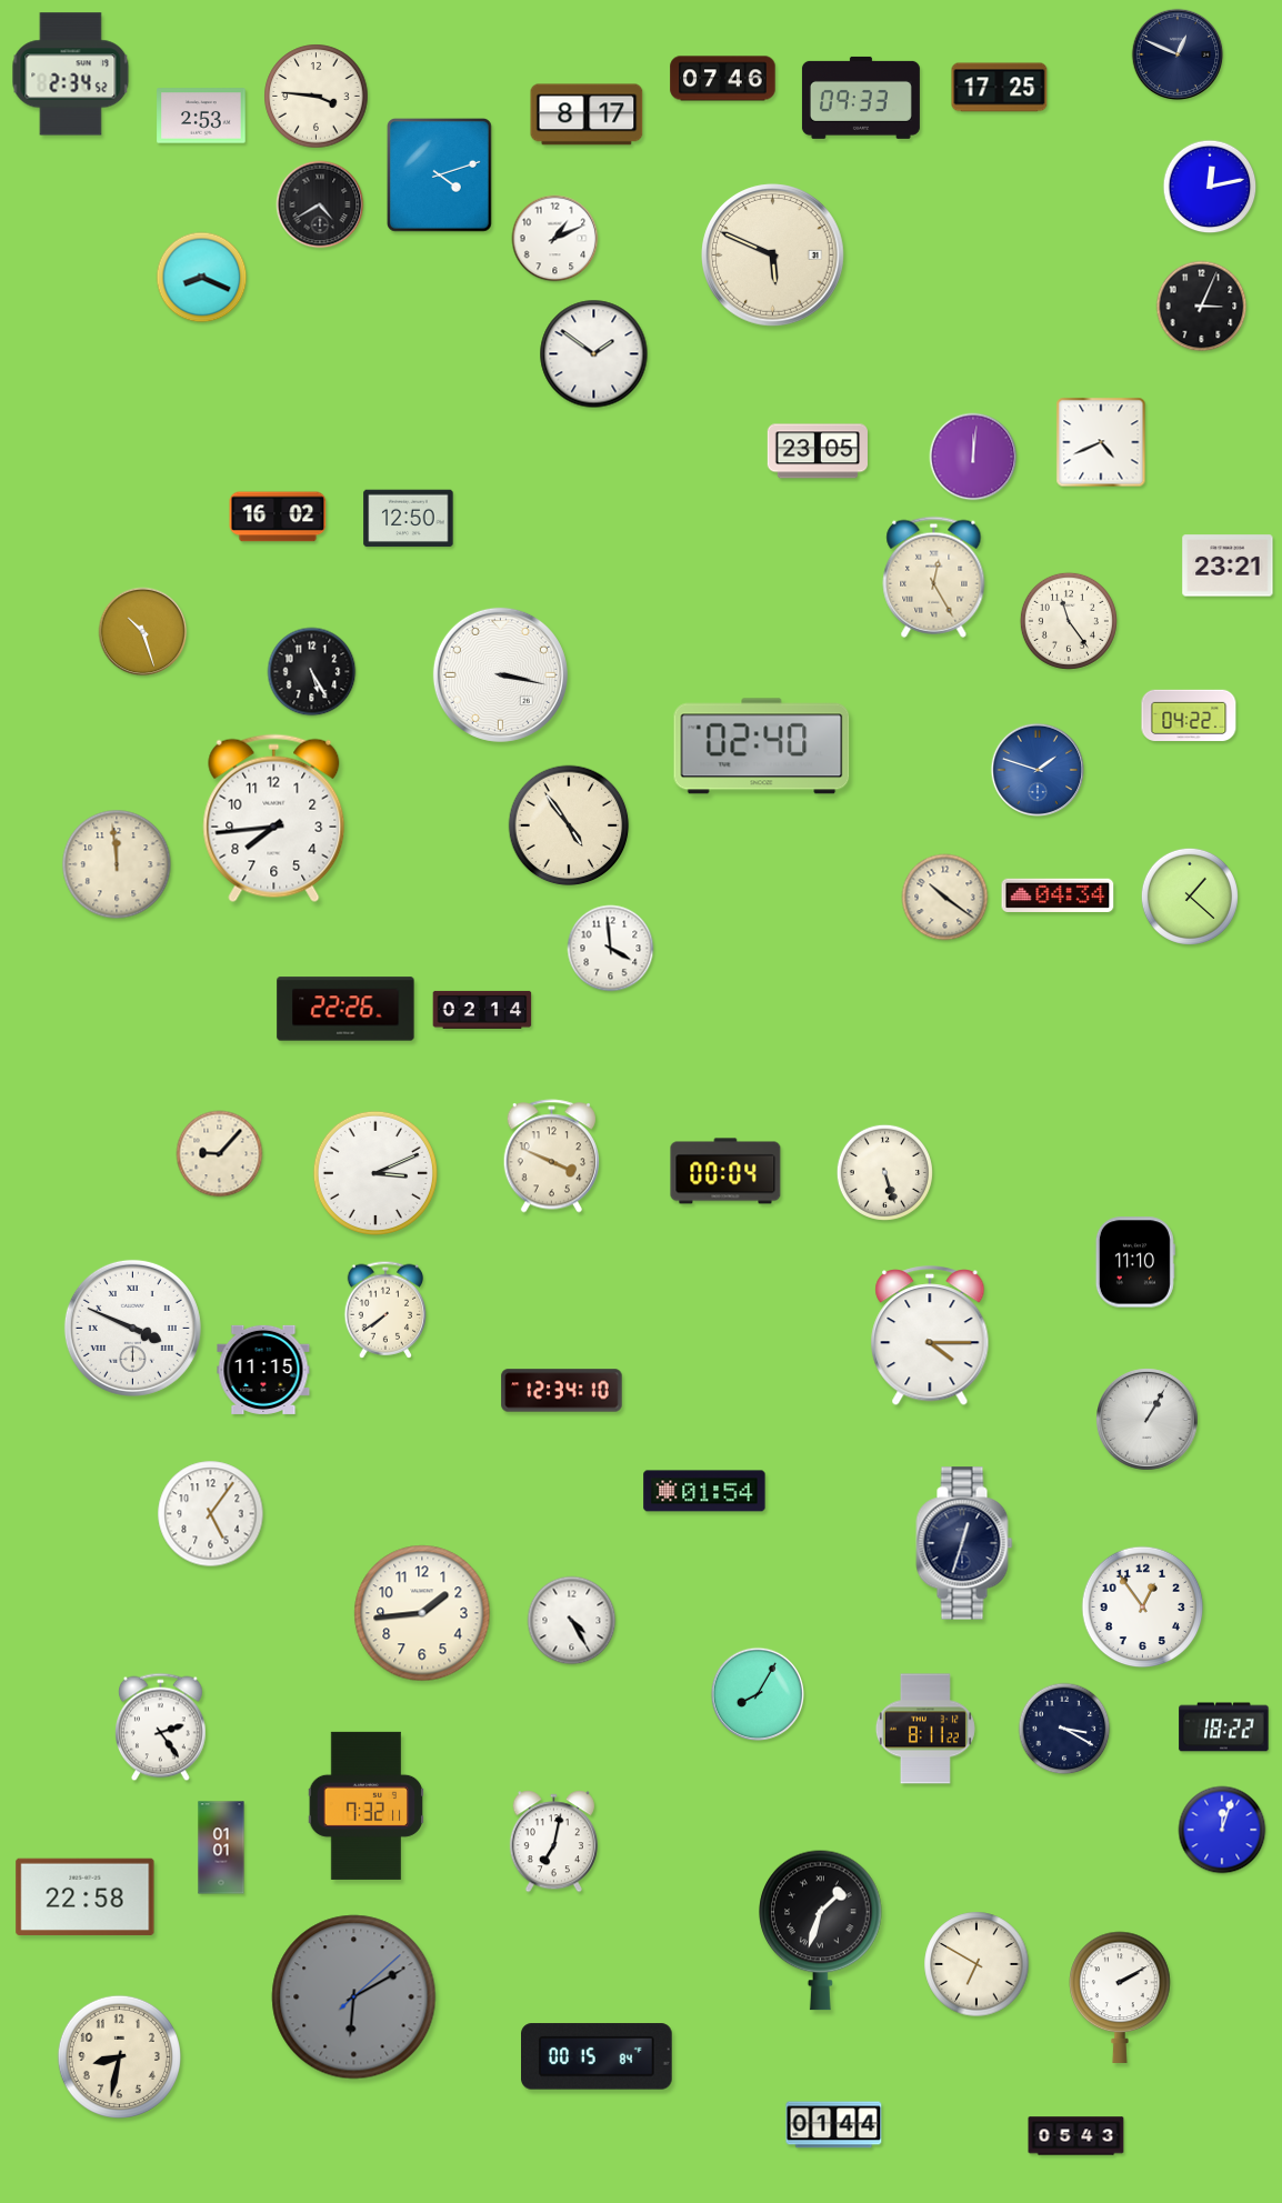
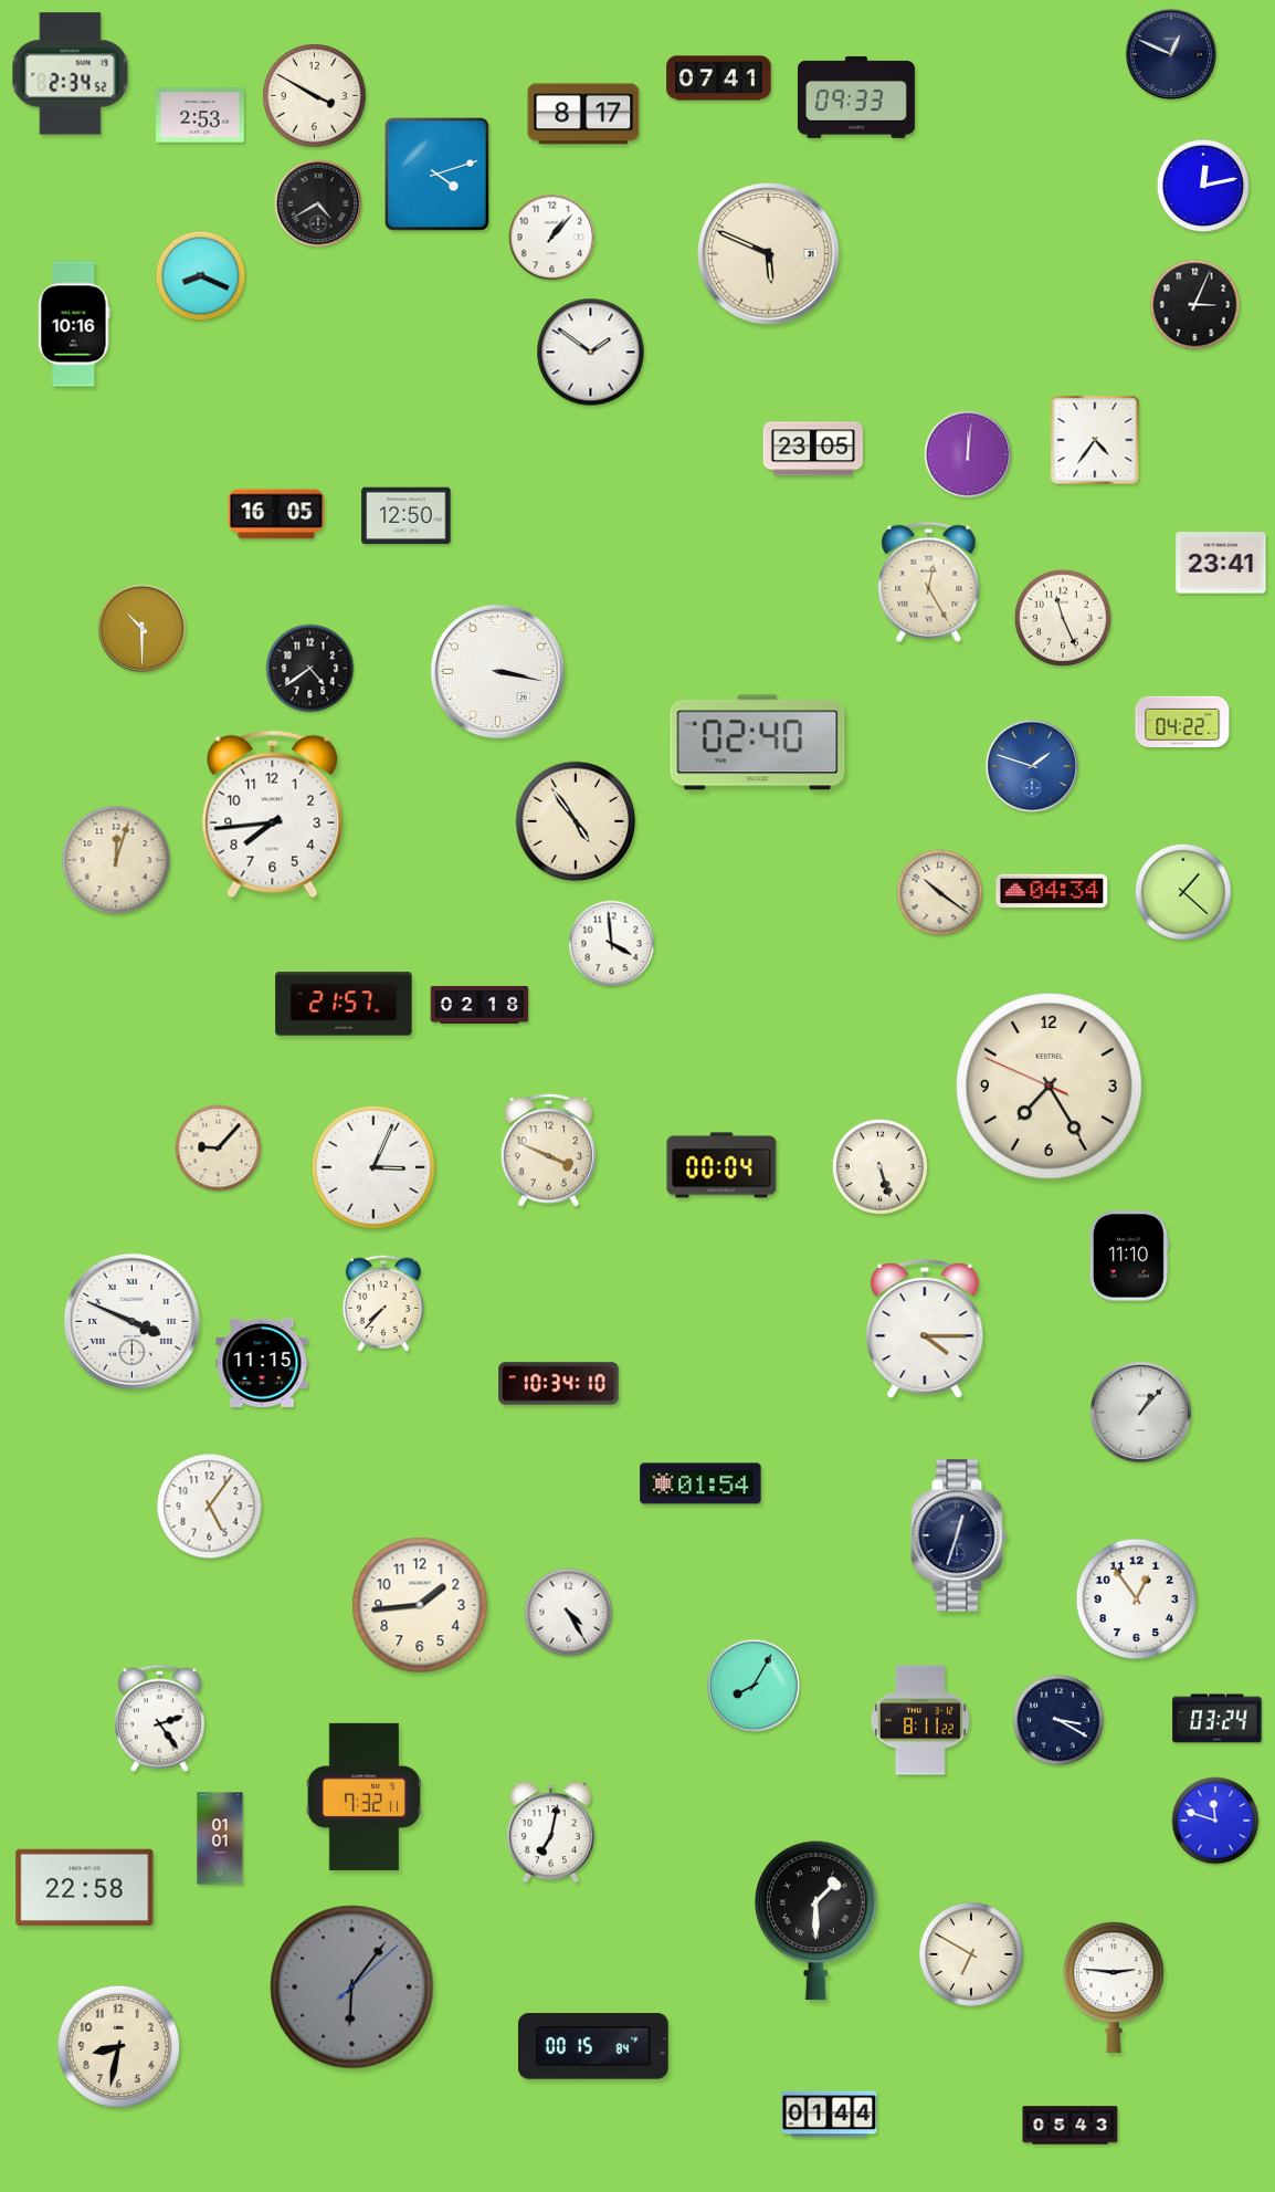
clock at (723, 79): 07:46 -> 07:41
clock at (1000, 88): 17:25 -> none
clock at (317, 97): 3:46 -> 3:50
clock at (555, 239): 1:11 -> 1:07
clock at (74, 324): none -> 10:16
clock at (1101, 442): 4:41 -> 4:36
clock at (278, 517): 16:02 -> 16:05
clock at (1228, 565): 23:21 -> 23:41
clock at (934, 577) position: (934, 577) -> (929, 581)
clock at (1069, 621): 11:24 -> 11:26
clock at (143, 632): 10:27 -> 10:30
clock at (312, 672): 5:25 -> 4:39
clock at (1189, 715) position: (1189, 715) -> (1182, 722)
clock at (569, 825) position: (569, 825) -> (576, 821)
clock at (117, 864): 11:59 -> 12:03
clock at (611, 949) position: (611, 949) -> (612, 944)
clock at (345, 1009): 22:26 -> 21:57
clock at (482, 1010): 02:14 -> 02:18
clock at (1050, 1087): none -> 7:24
clock at (375, 1173): 3:11 -> 3:04
clock at (385, 1310): 7:39 -> 7:37
clock at (562, 1391): 12:34 -> 10:34
clock at (1148, 1420): 1:05 -> 1:07
clock at (1224, 1728): 18:22 -> 03:24
clock at (1222, 1830): 12:03 -> 11:48
clock at (821, 1930): 1:33 -> 1:30
clock at (354, 1997): 6:10 -> 6:06
clock at (1120, 1997): 2:10 -> 2:46
